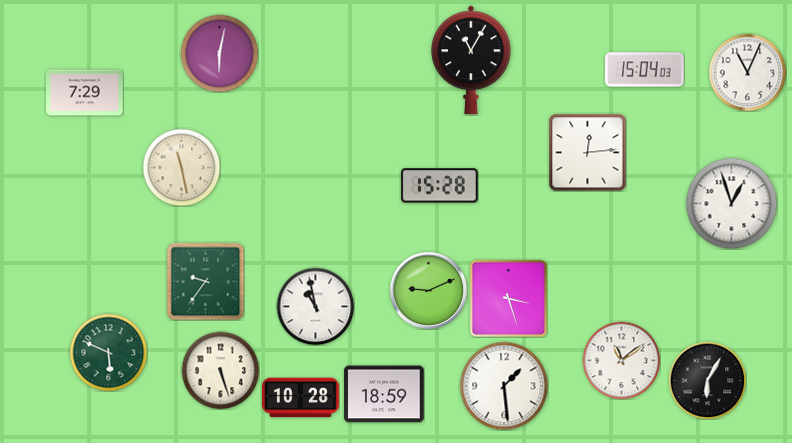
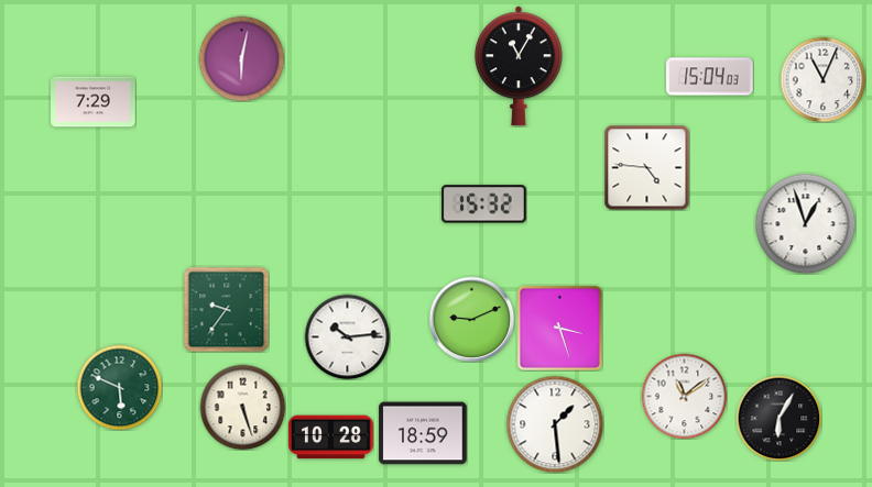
clock at (587, 152): 12:14 -> 4:46
clock at (181, 167): 11:28 -> none
clock at (440, 186): 15:28 -> 15:32
clock at (315, 306): 10:58 -> 10:14
